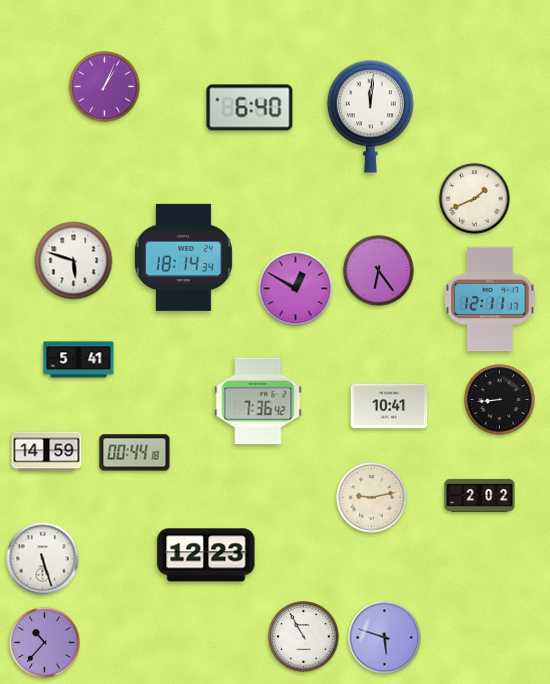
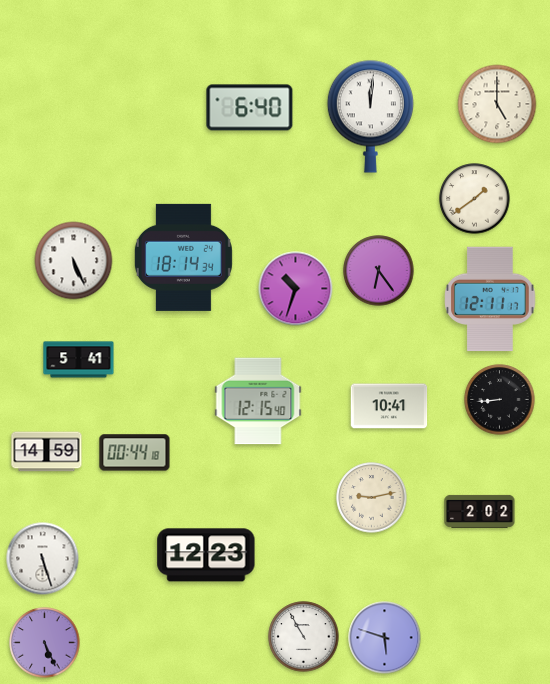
clock at (105, 87): 1:04 -> none
clock at (497, 104): none -> 5:00
clock at (475, 199): 1:41 -> 1:39
clock at (74, 261): 5:48 -> 5:26
clock at (296, 289): 12:50 -> 10:33
clock at (258, 401): 7:36 -> 12:15
clock at (480, 495) position: (480, 495) -> (480, 511)
clock at (45, 643): 10:37 -> 5:26
